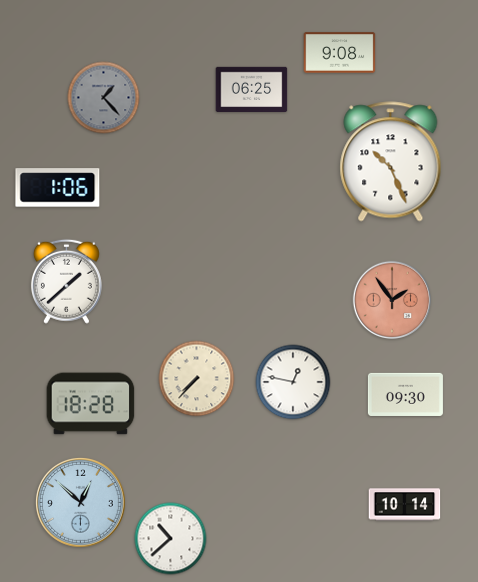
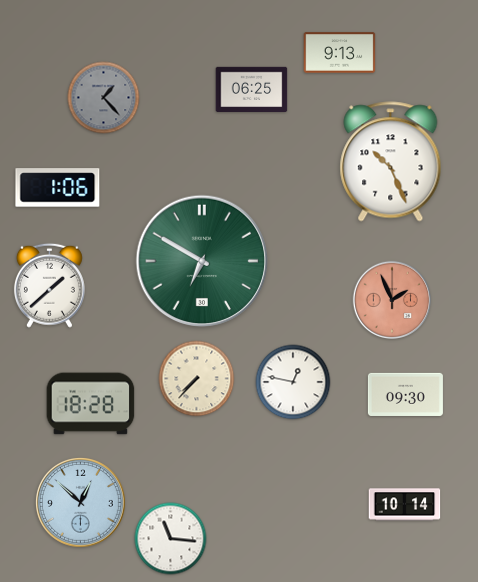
clock at (340, 53): 9:08 -> 9:13
clock at (202, 261): none -> 6:50
clock at (66, 281) position: (66, 281) -> (49, 285)
clock at (392, 300): 1:54 -> 1:56
clock at (171, 539): 10:38 -> 11:16
